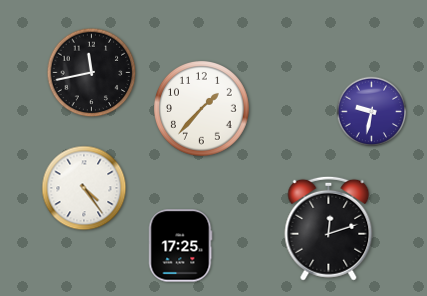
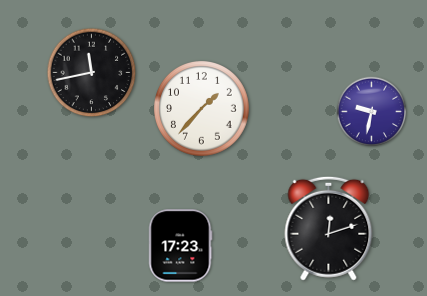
clock at (84, 188): 4:24 -> none
clock at (181, 246): 17:25 -> 17:23
